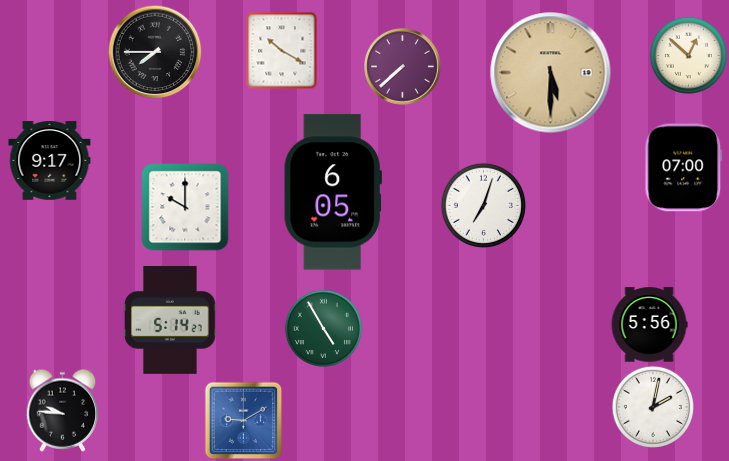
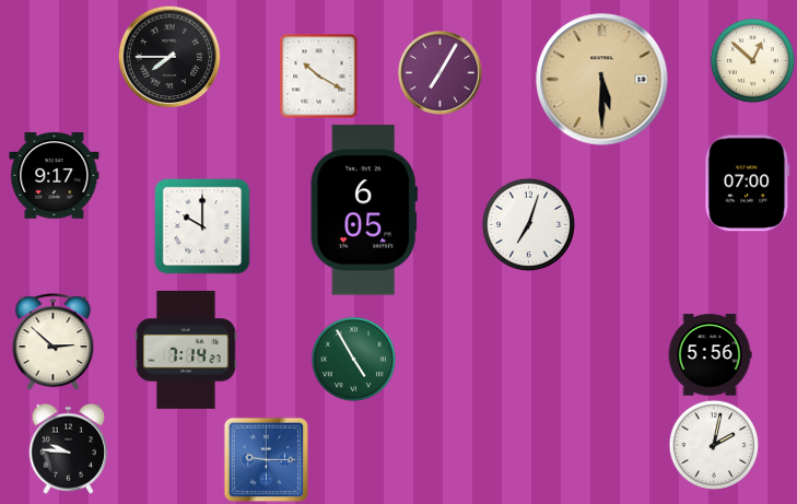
clock at (282, 50) position: (282, 50) -> (319, 75)
clock at (403, 67): 7:38 -> 7:05
clock at (54, 342): none -> 2:52
clock at (170, 321): 5:14 -> 7:14
clock at (243, 420): 9:10 -> 9:15
